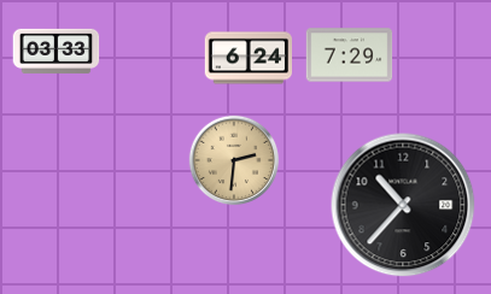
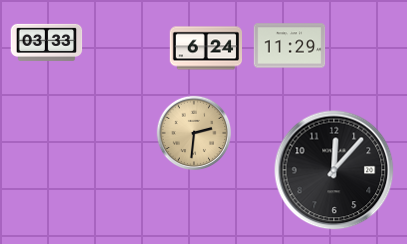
clock at (350, 55): 7:29 -> 11:29
clock at (403, 205): 10:37 -> 12:07
